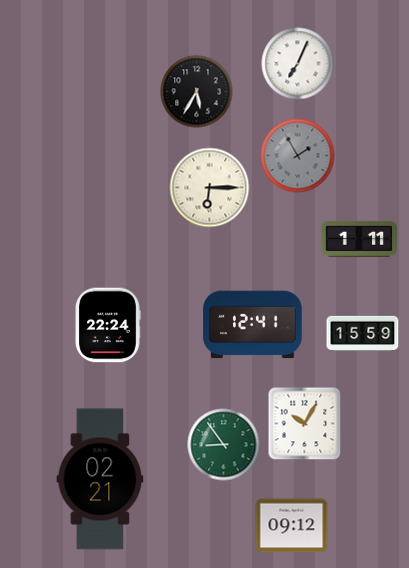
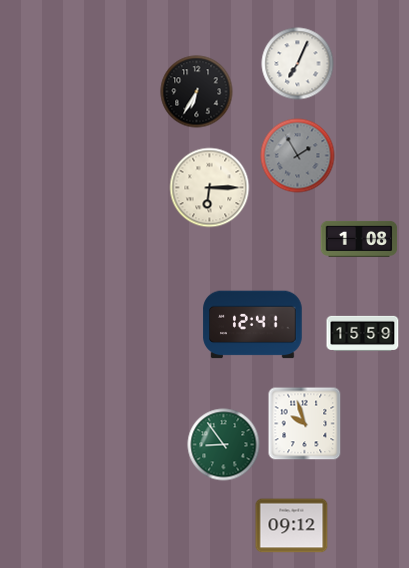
clock at (197, 92): 5:35 -> 6:35
clock at (359, 239): 1:11 -> 1:08
clock at (108, 325): 22:24 -> none
clock at (305, 424): 10:05 -> 9:57
clock at (100, 479): 02:21 -> none
